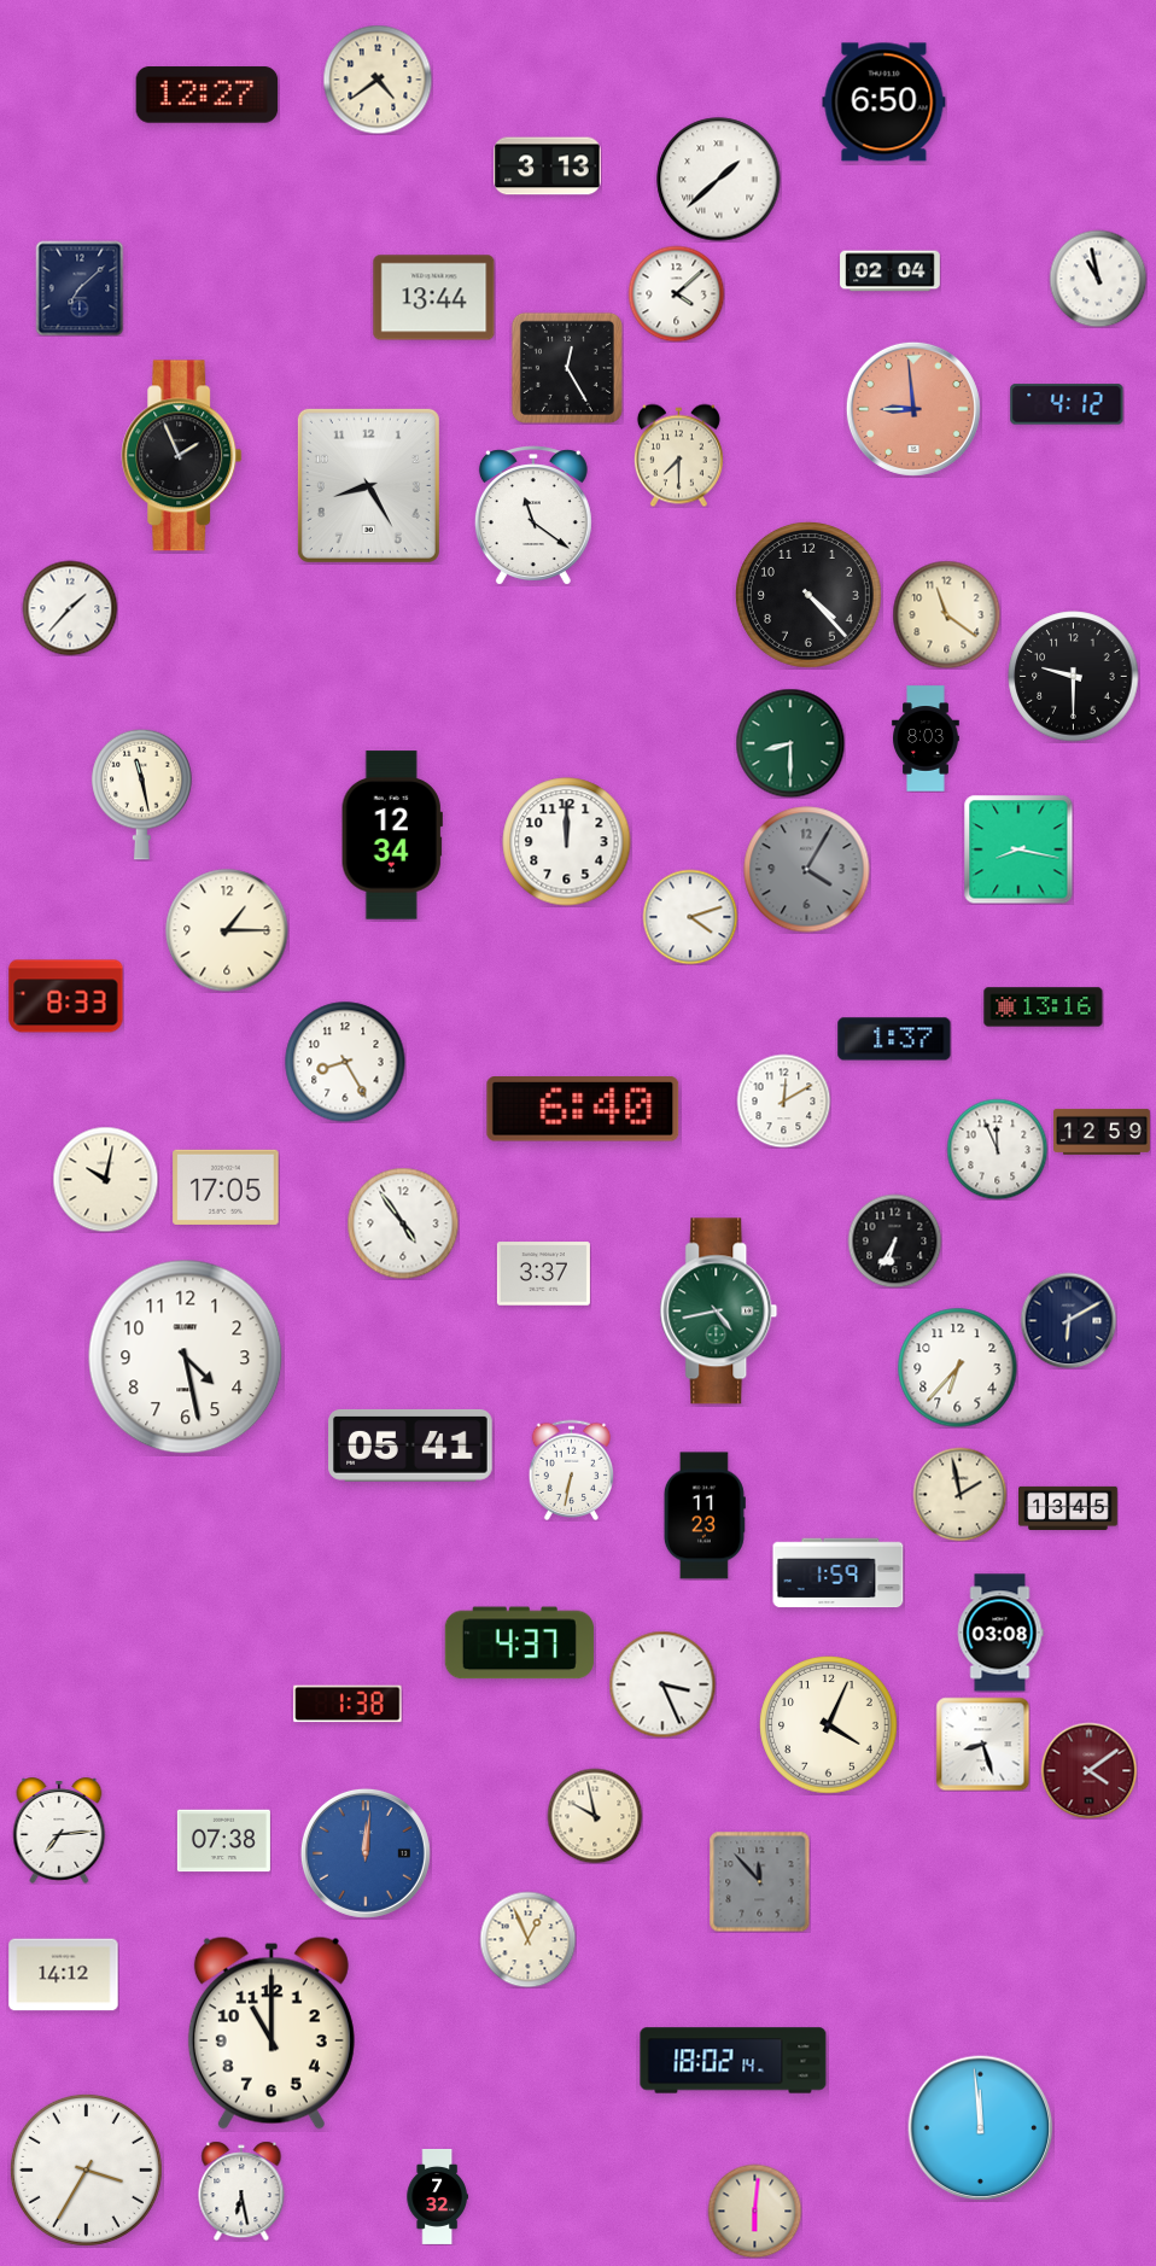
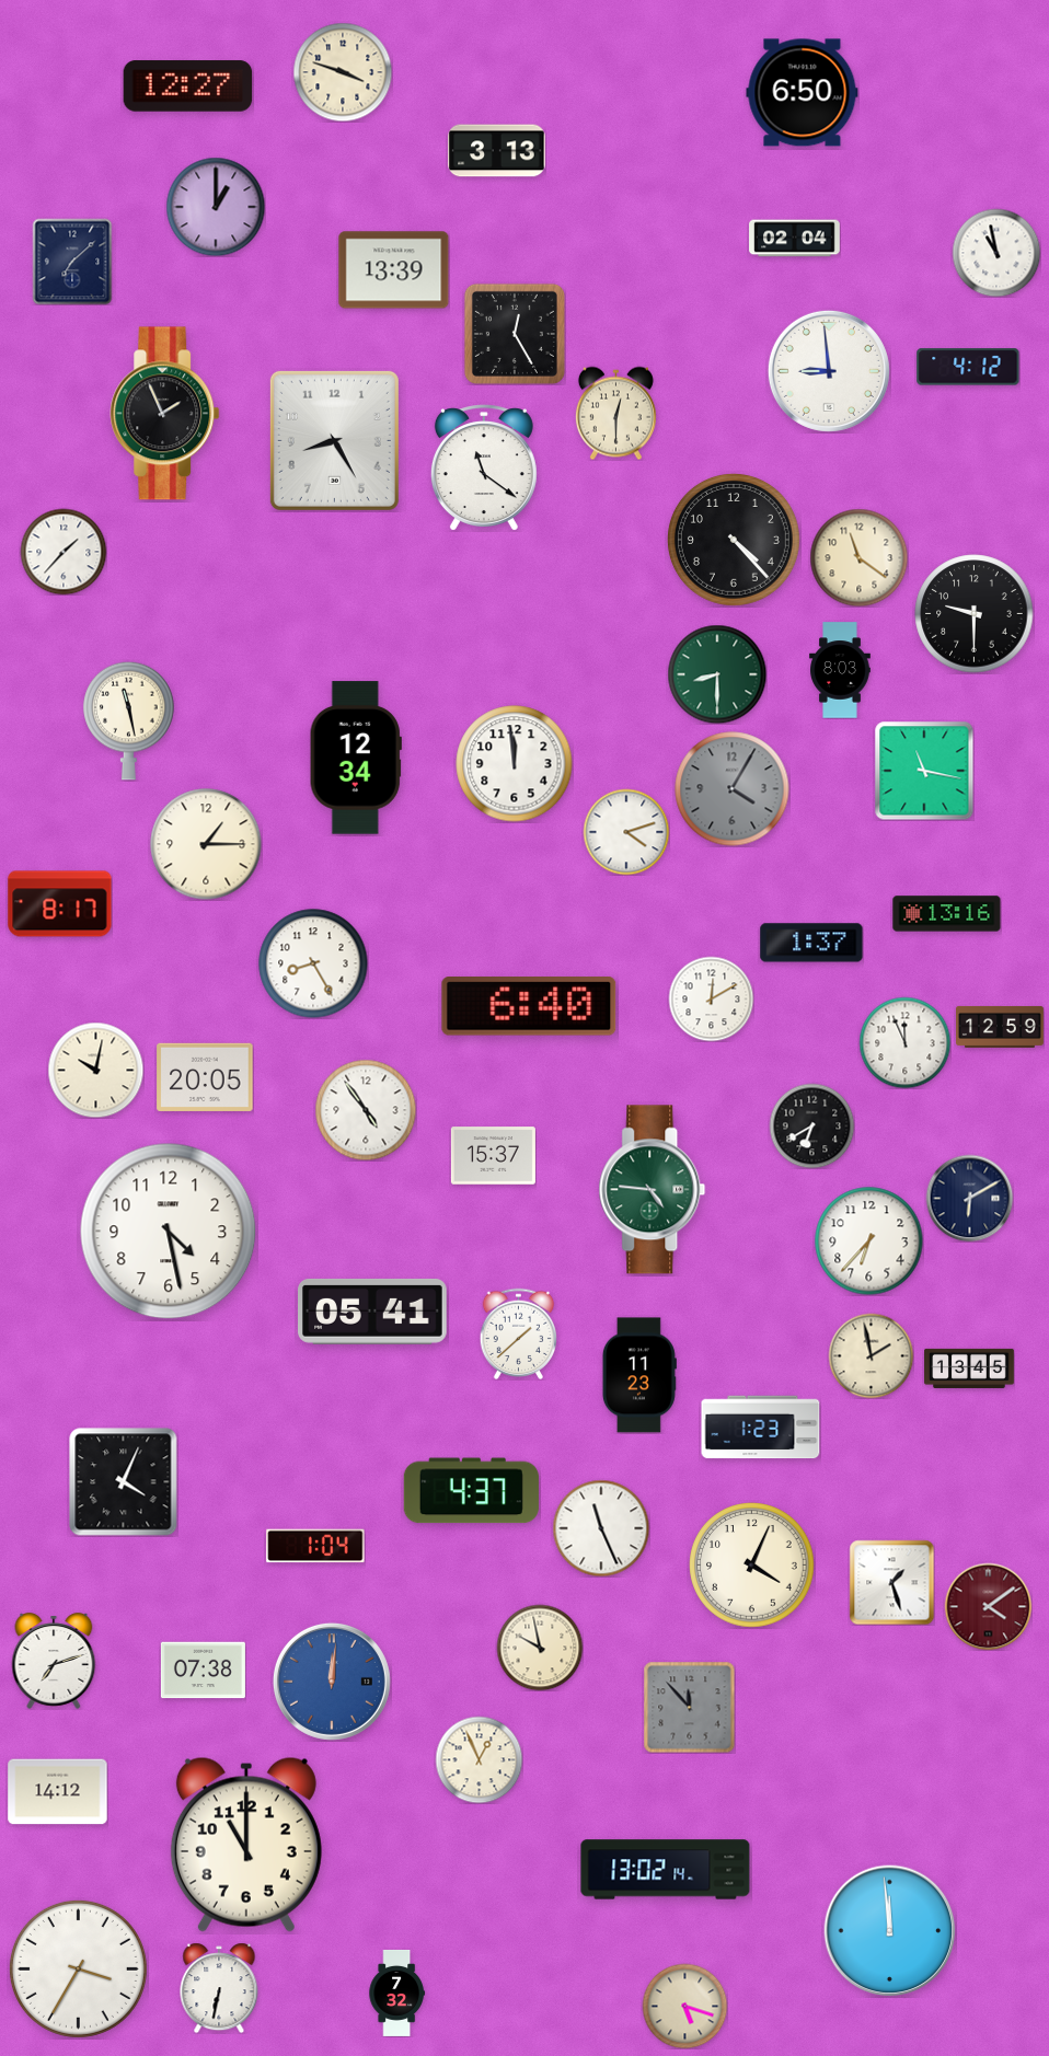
clock at (378, 80): 4:39 -> 3:48
clock at (719, 180): 1:38 -> none
clock at (216, 207): none -> 1:00
clock at (891, 271) position: (891, 271) -> (795, 239)
clock at (676, 293): 4:08 -> none
clock at (434, 298): 13:44 -> 13:39
clock at (913, 409) dial: salmon -> white
clock at (678, 455): 7:30 -> 12:30
clock at (567, 842): 12:00 -> 11:59
clock at (1018, 849): 8:17 -> 11:17
clock at (66, 997): 8:33 -> 8:17
clock at (226, 1187): 17:05 -> 20:05
clock at (894, 1240): 6:35 -> 6:40
clock at (543, 1274): 3:37 -> 15:37
clock at (719, 1312): 4:43 -> 4:46
clock at (572, 1470): 6:32 -> 1:38
clock at (839, 1573): 1:59 -> 1:23
clock at (123, 1481): none -> 4:04
clock at (1000, 1633): 03:08 -> none
clock at (662, 1684): 3:26 -> 11:26
clock at (348, 1704): 1:38 -> 1:04
clock at (982, 1744): 8:27 -> 1:27
clock at (59, 1830): 7:14 -> 7:12
clock at (734, 2061): 18:02 -> 13:02
clock at (241, 2191): 6:28 -> 6:32
clock at (754, 2210): 6:01 -> 5:18
